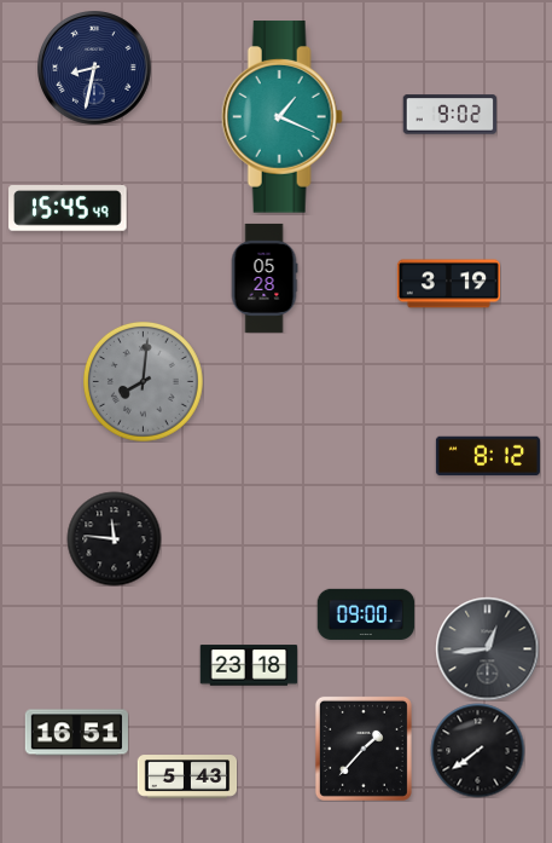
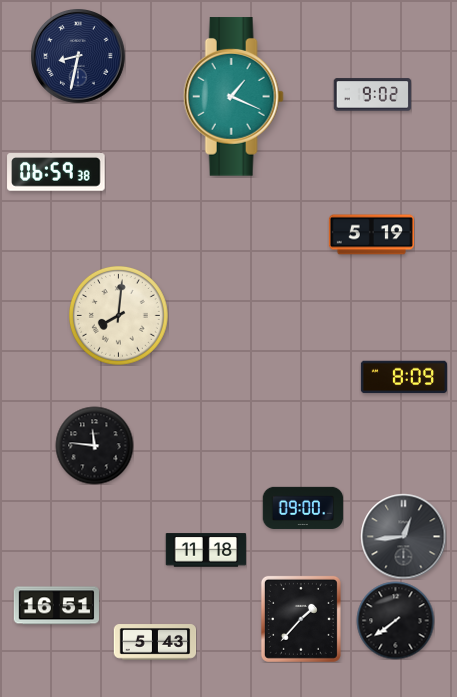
clock at (68, 209): 15:45 -> 06:59
clock at (265, 278): 05:28 -> none
clock at (448, 284): 3:19 -> 5:19
clock at (144, 382) dial: grey -> cream
clock at (488, 456): 8:12 -> 8:09
clock at (249, 665): 23:18 -> 11:18
clock at (76, 733) position: (76, 733) -> (56, 606)
